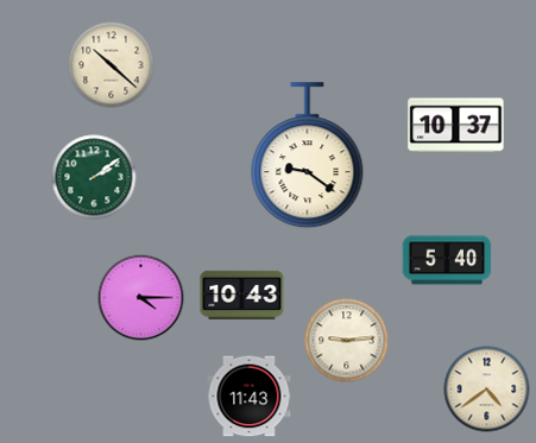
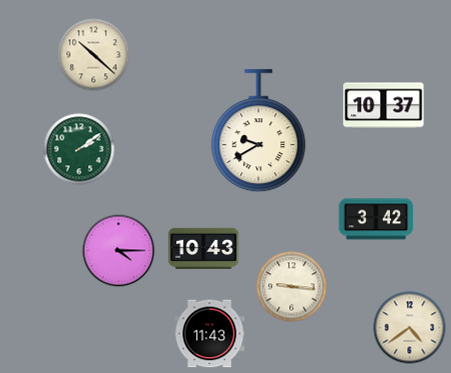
clock at (308, 156): 9:21 -> 9:40
clock at (447, 260): 5:40 -> 3:42
clock at (347, 341): 9:14 -> 9:16
